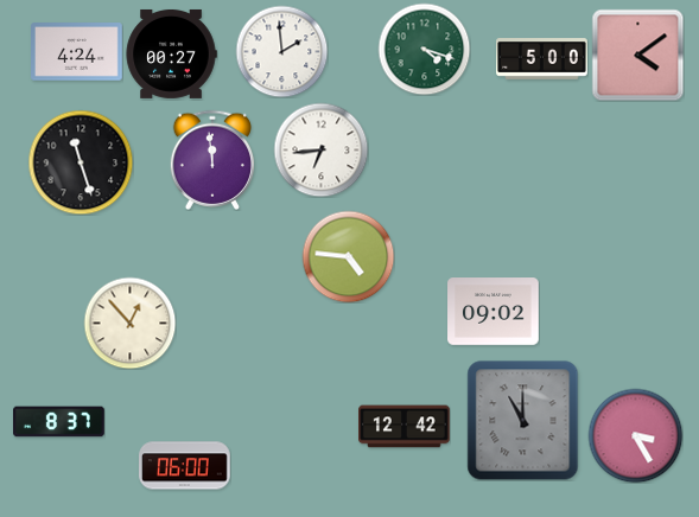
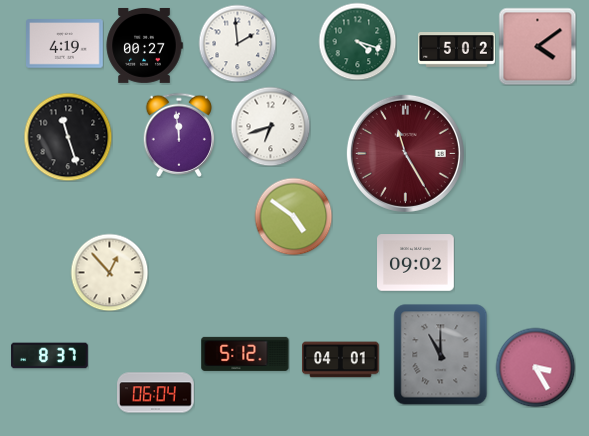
clock at (77, 52): 4:24 -> 4:19
clock at (542, 59): 5:00 -> 5:02
clock at (320, 149): 6:44 -> 6:42
clock at (405, 153): none -> 11:25
clock at (348, 256): 4:46 -> 4:51
clock at (245, 354): none -> 5:12
clock at (405, 427): 12:42 -> 04:01
clock at (185, 466): 06:00 -> 06:04
